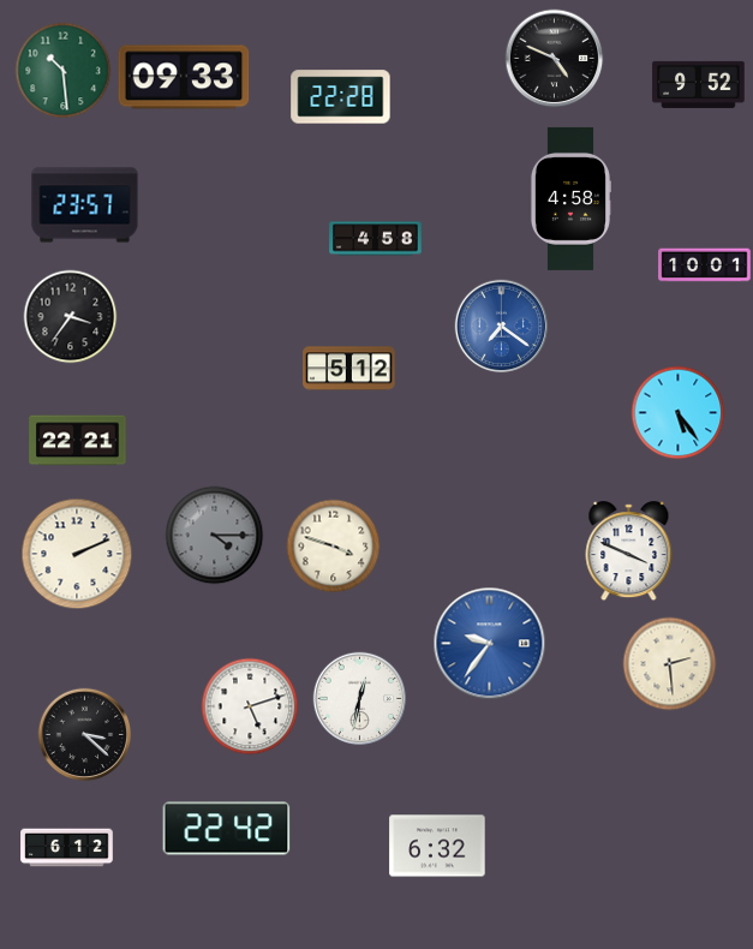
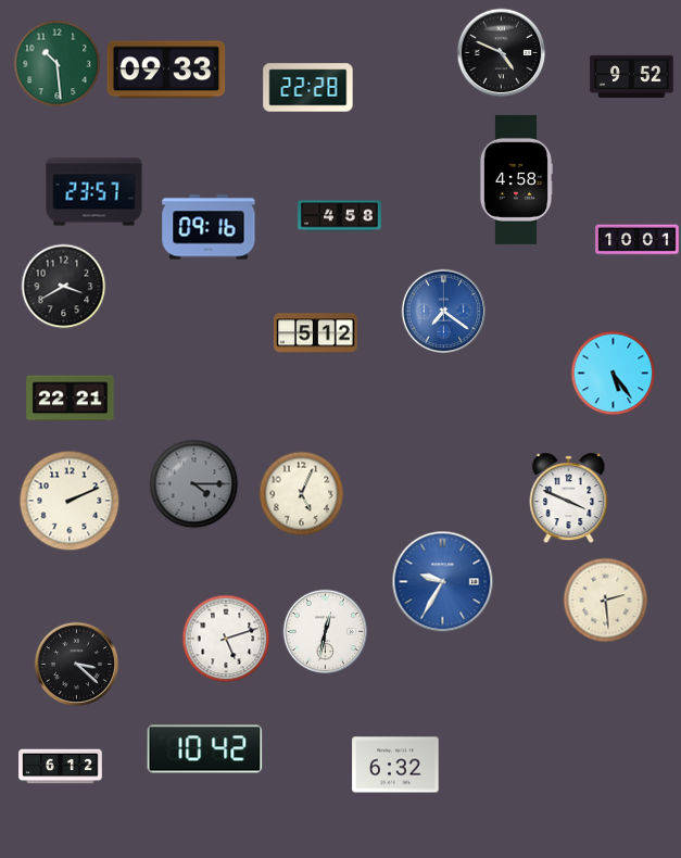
clock at (85, 205) position: (85, 205) -> (94, 192)
clock at (209, 227): none -> 09:16
clock at (70, 316): 3:36 -> 3:40
clock at (501, 326) position: (501, 326) -> (443, 311)
clock at (333, 545): 3:48 -> 5:04
clock at (489, 643): 9:36 -> 9:35
clock at (227, 829): 22:42 -> 10:42
